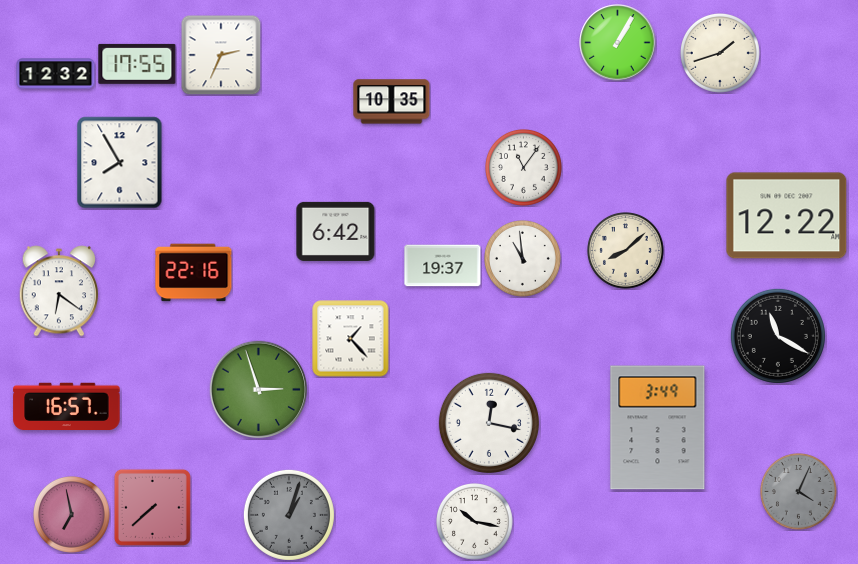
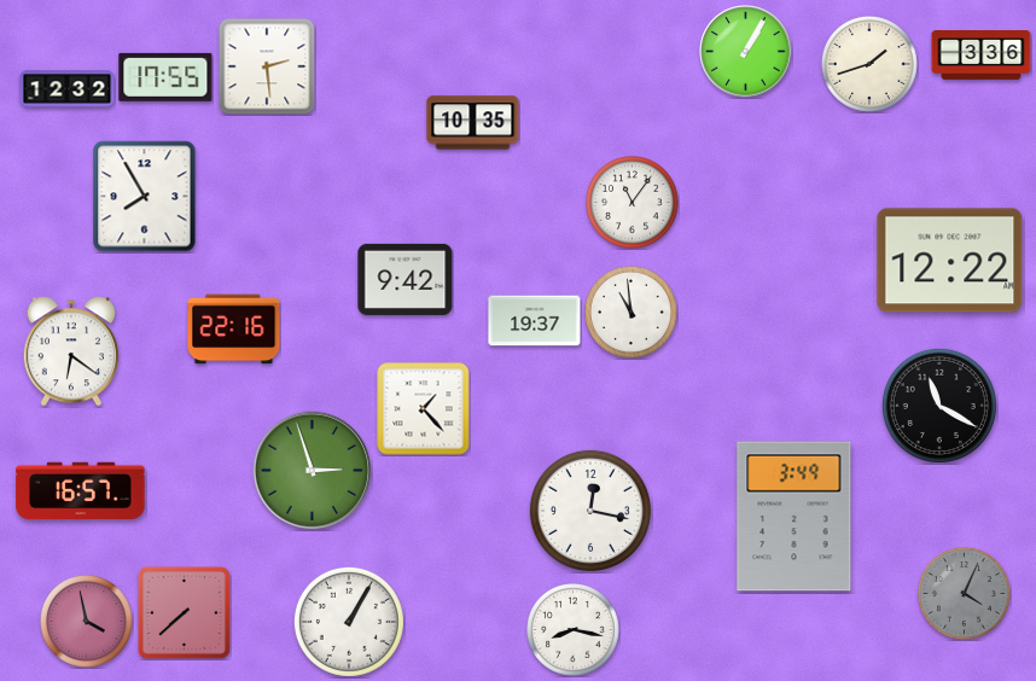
clock at (982, 56): none -> 3:36
clock at (221, 55): 2:34 -> 2:29
clock at (336, 231): 6:42 -> 9:42
clock at (626, 251): 8:08 -> none
clock at (72, 515): 6:58 -> 3:58
clock at (289, 515): 1:03 -> 1:05
clock at (289, 515) dial: grey -> white
clock at (475, 522): 10:17 -> 8:17
